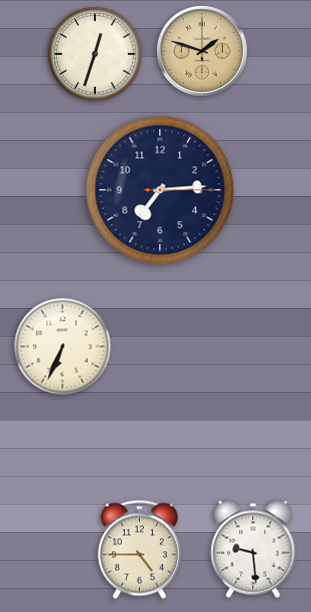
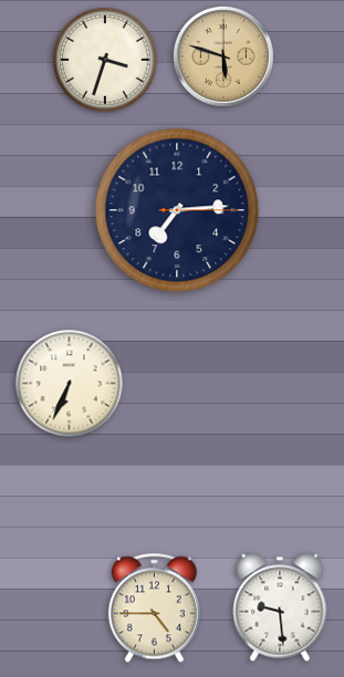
clock at (202, 51): 1:48 -> 5:48
clock at (95, 54): 12:33 -> 3:33
